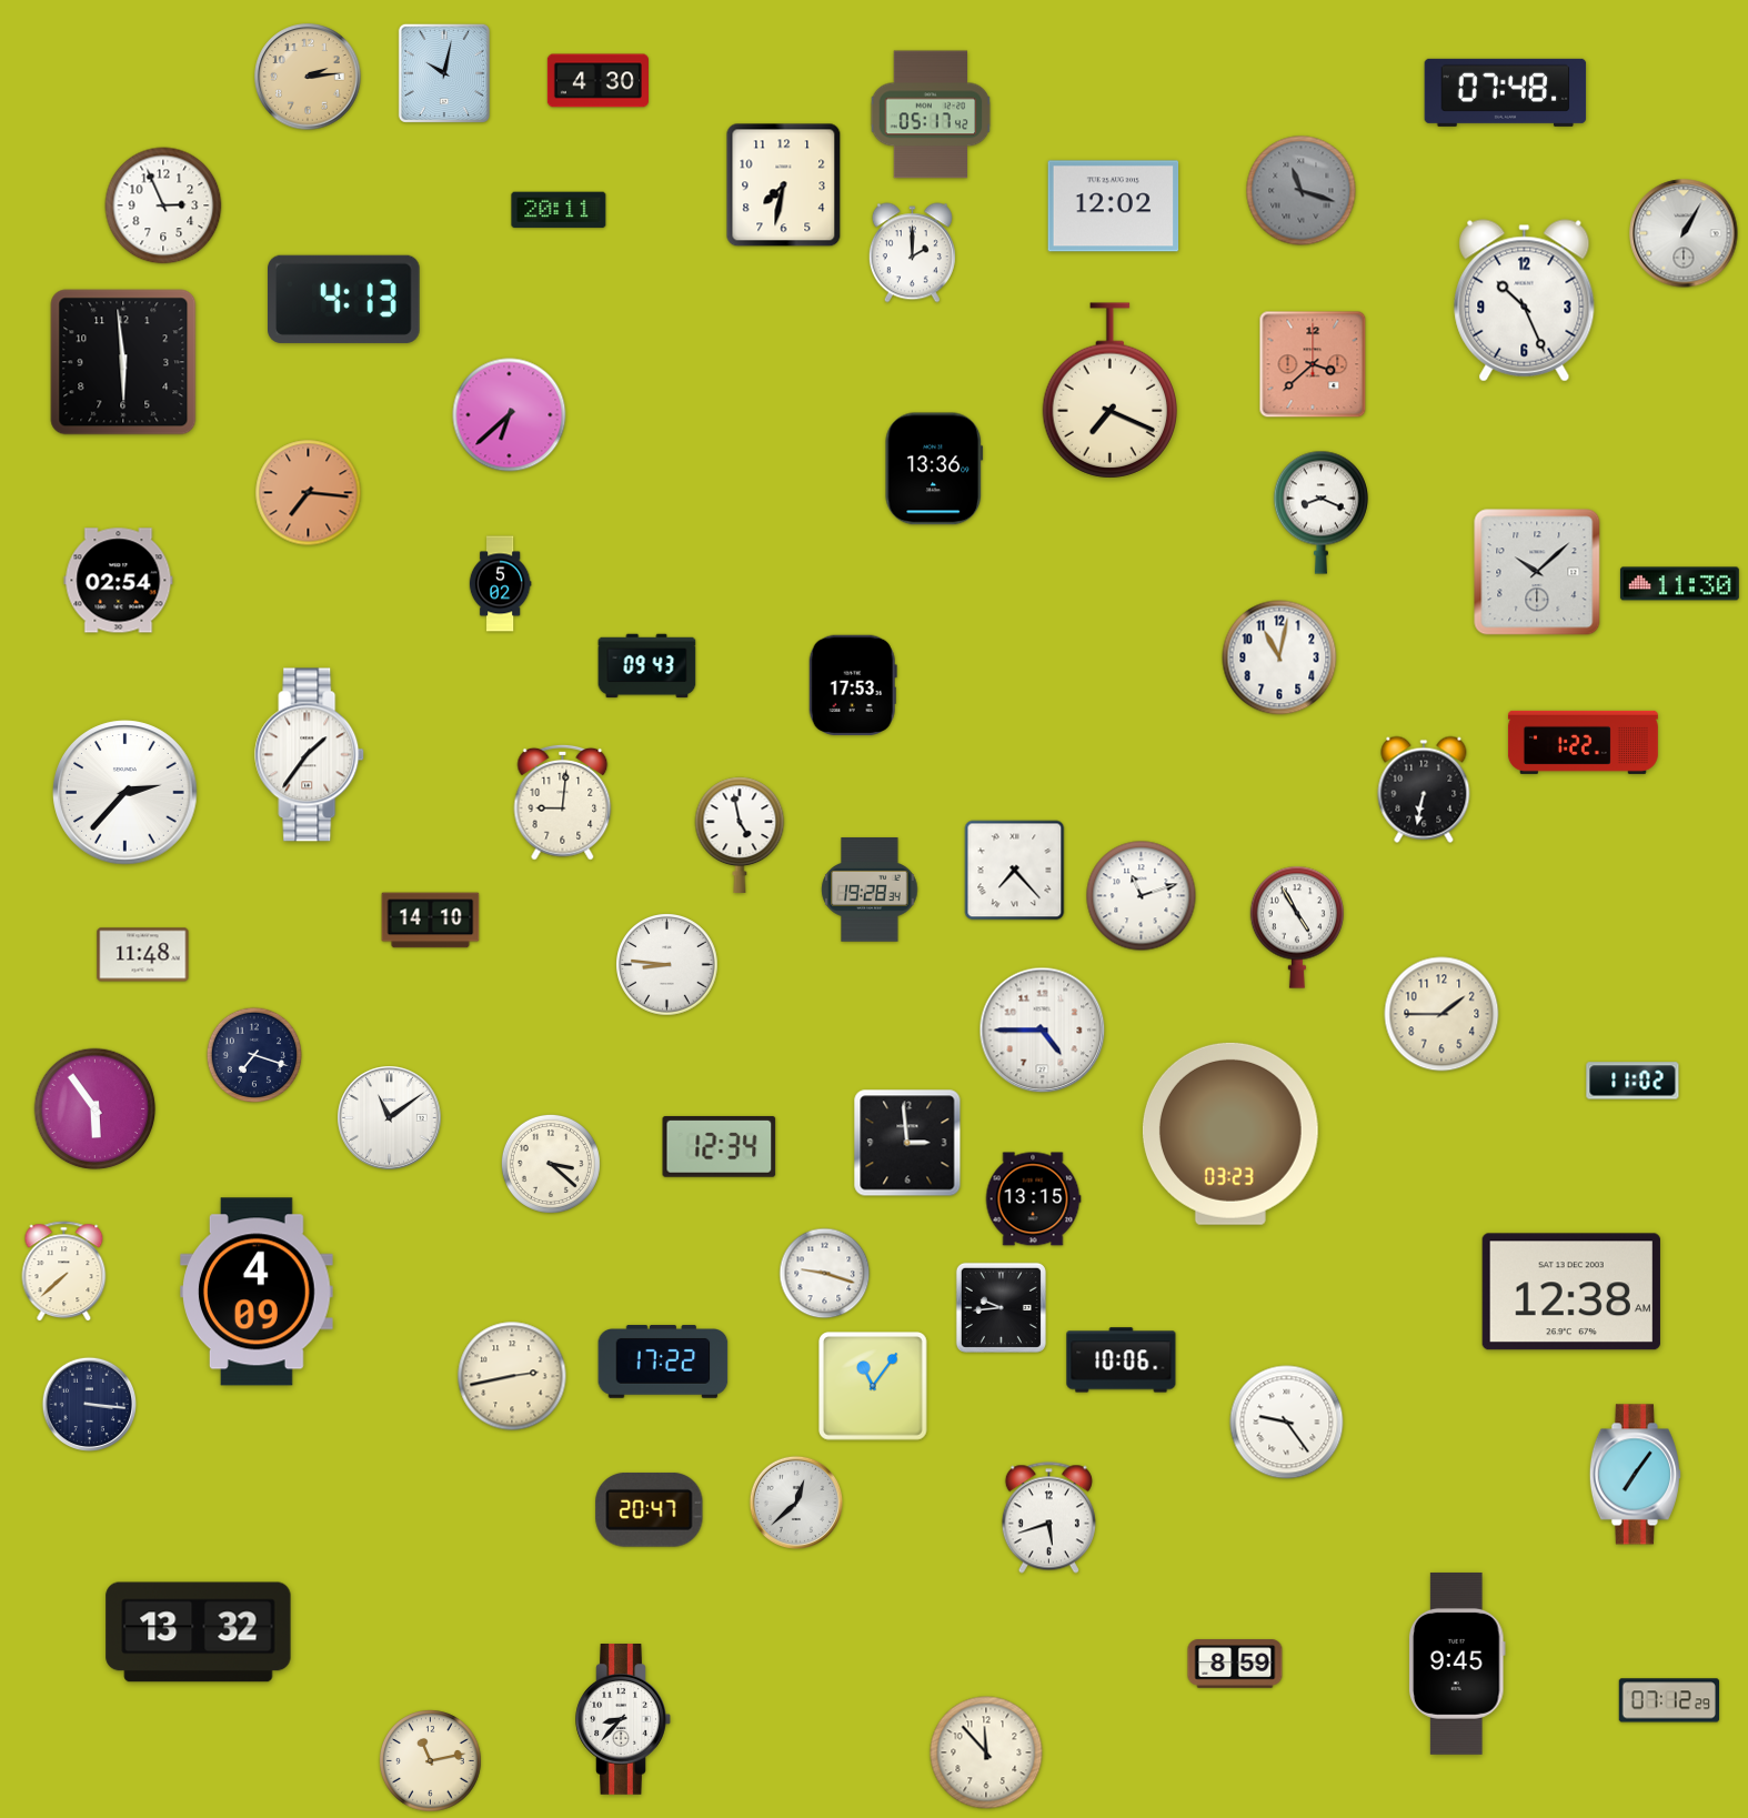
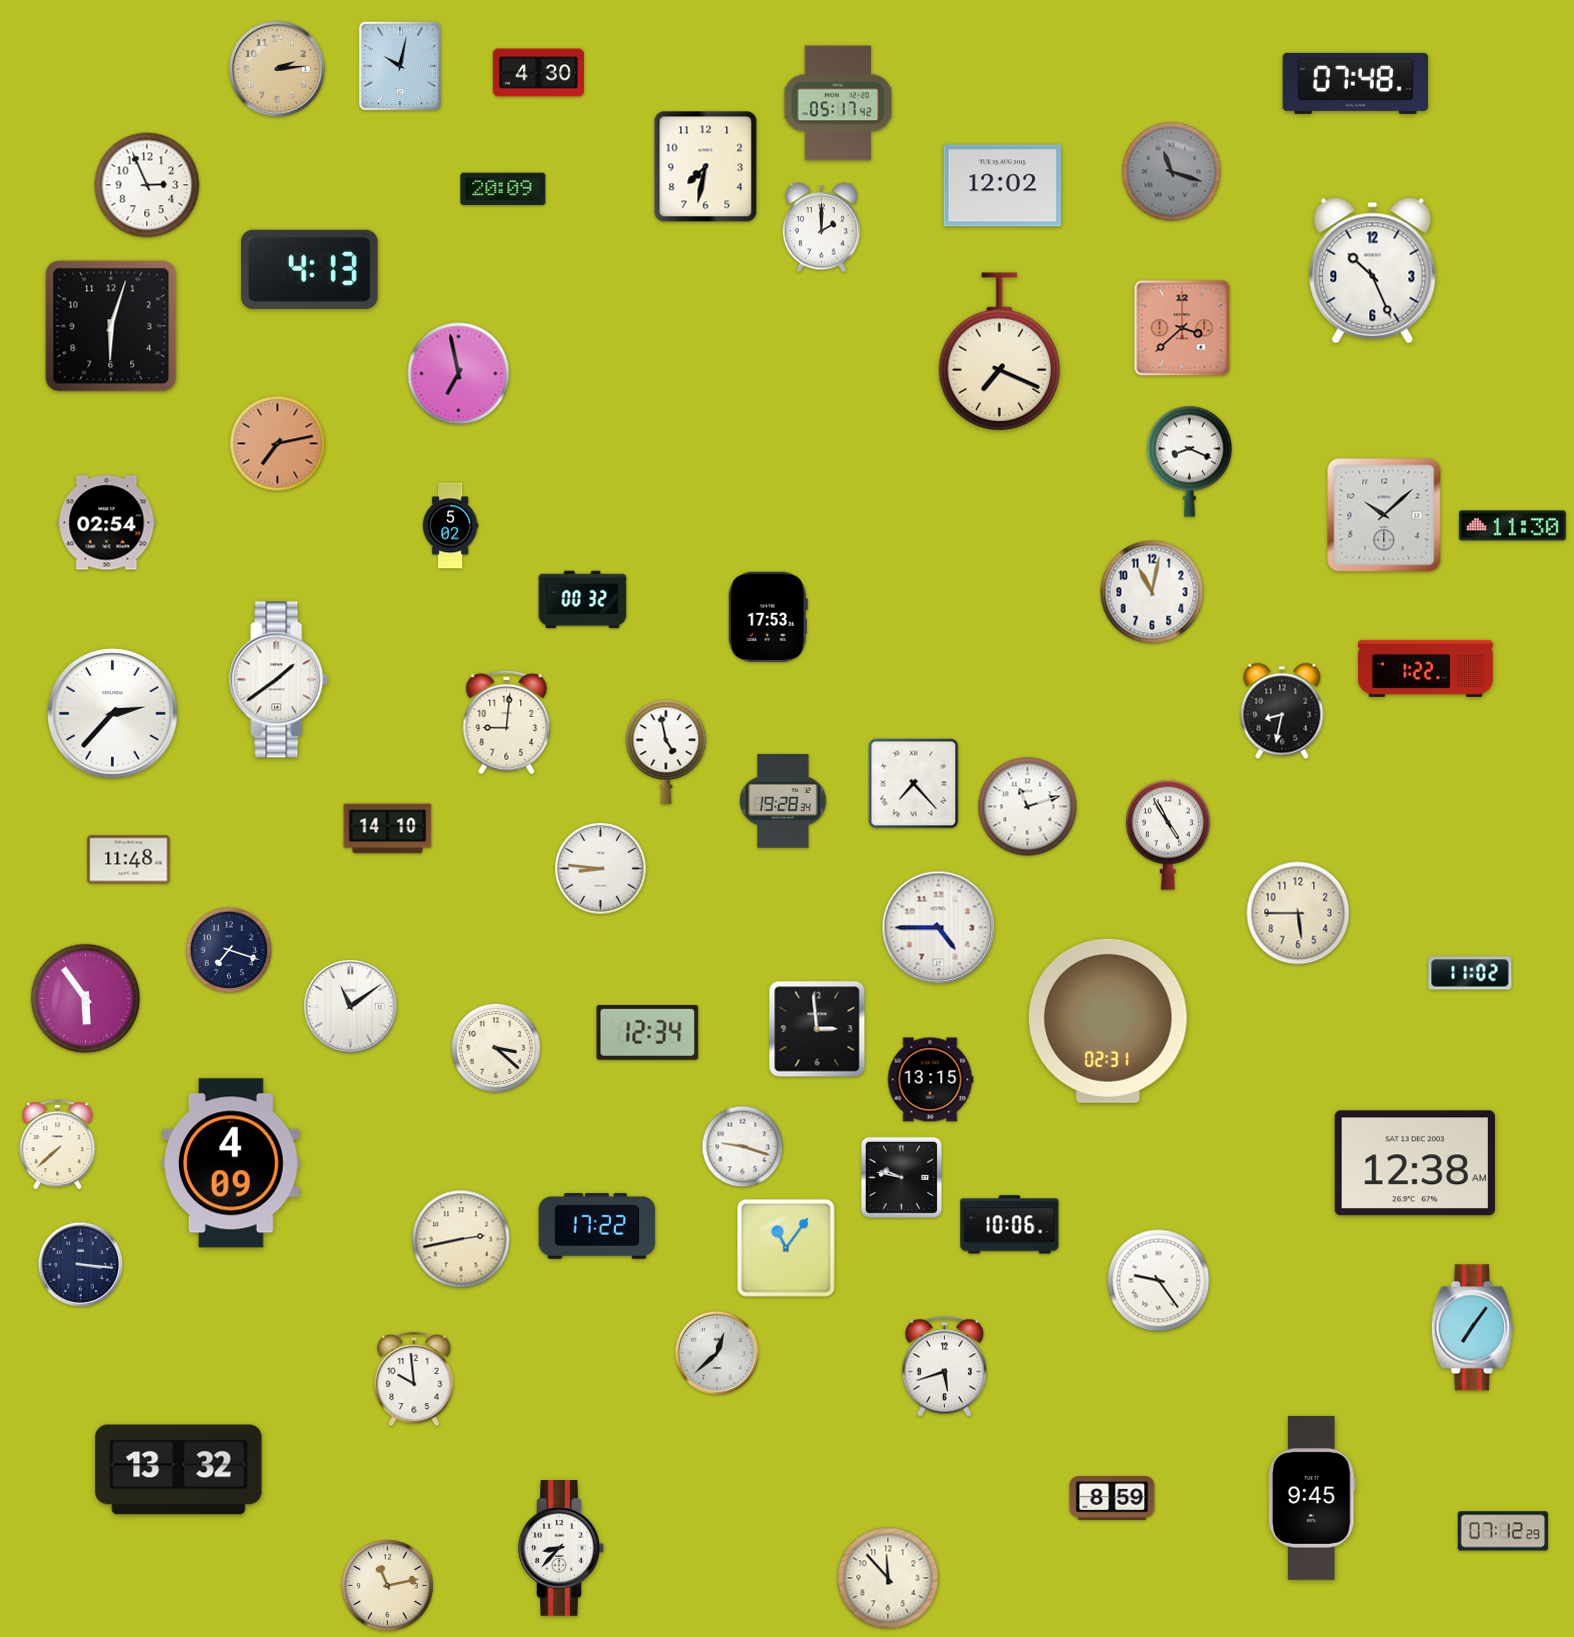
clock at (559, 210): 20:11 -> 20:09
clock at (1684, 233): 1:05 -> none
clock at (123, 362): 5:59 -> 6:03
clock at (510, 415): 6:38 -> 6:58
clock at (934, 469): 13:36 -> none
clock at (309, 493): 7:16 -> 7:13
clock at (647, 666): 09:43 -> 00:32
clock at (310, 755): 1:36 -> 1:39
clock at (1424, 790): 6:32 -> 8:32
clock at (1441, 1014): 1:45 -> 5:45
clock at (1230, 1134): 03:23 -> 02:31
clock at (1001, 1307): 9:44 -> 9:47
clock at (650, 1509): 20:47 -> none
clock at (414, 1379): none -> 9:59
